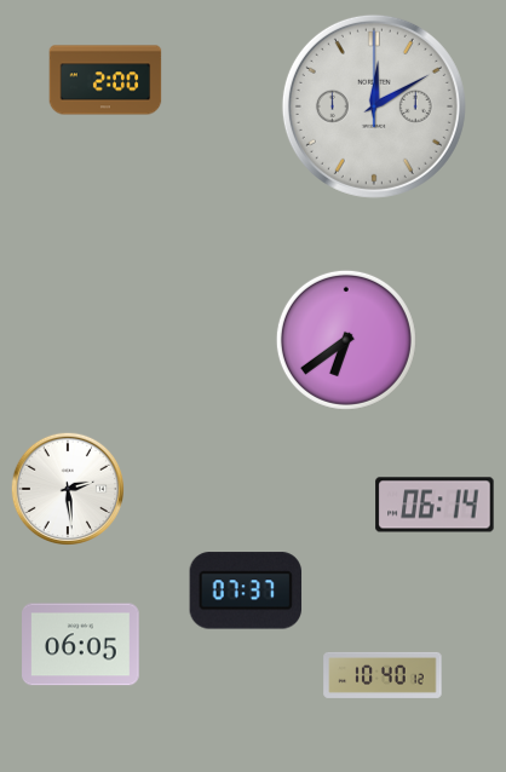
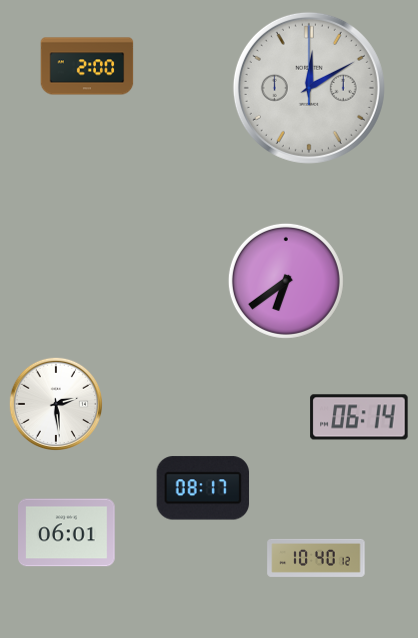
clock at (246, 590): 07:37 -> 08:17
clock at (81, 645): 06:05 -> 06:01
